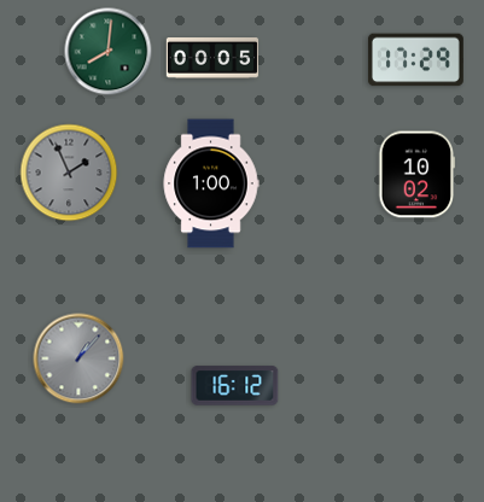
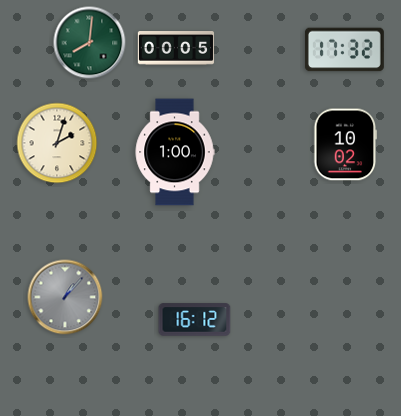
clock at (415, 60): 17:29 -> 17:32
clock at (69, 173): 1:56 -> 2:03
clock at (69, 173) dial: grey -> cream
